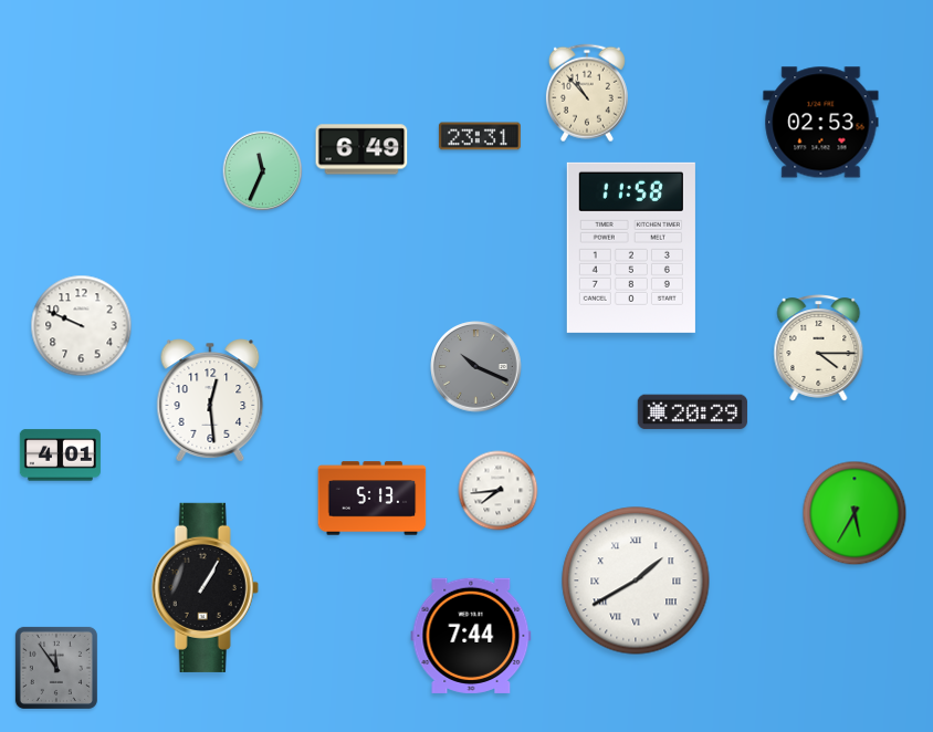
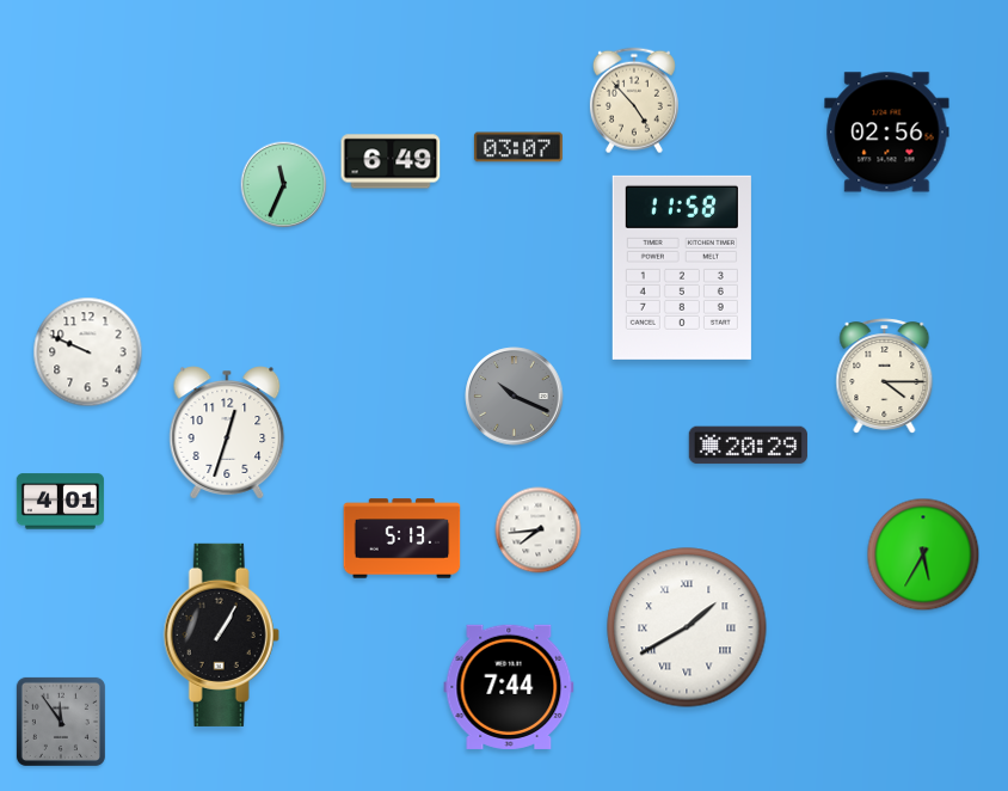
clock at (587, 93): 10:53 -> 4:53
clock at (821, 123): 02:53 -> 02:56
clock at (480, 136): 23:31 -> 03:07
clock at (210, 400): 12:29 -> 12:33
clock at (60, 456) position: (60, 456) -> (60, 502)
